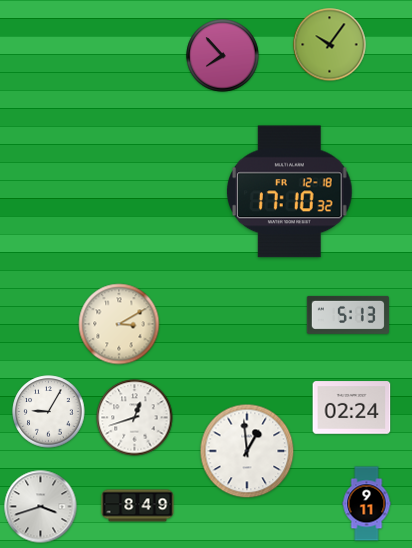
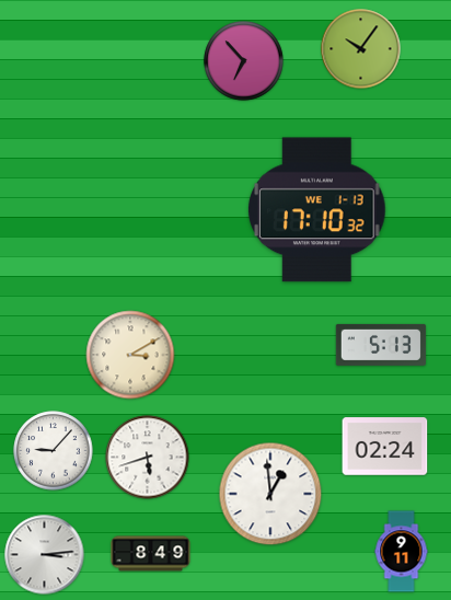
clock at (223, 56): 7:53 -> 6:53
clock at (290, 192) date: FR 12-18 -> WE 1-13
clock at (49, 412): 9:05 -> 9:07
clock at (135, 418): 12:42 -> 5:42
clock at (41, 507): 3:42 -> 3:14
